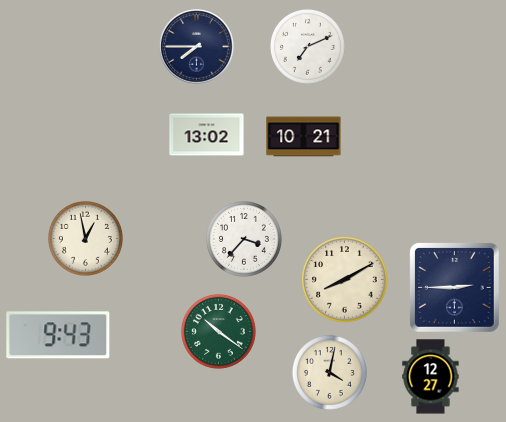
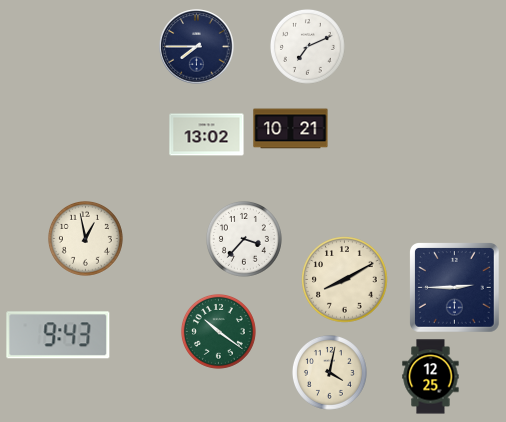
clock at (304, 137) position: (304, 137) -> (291, 129)
clock at (431, 377): 12:27 -> 12:25
